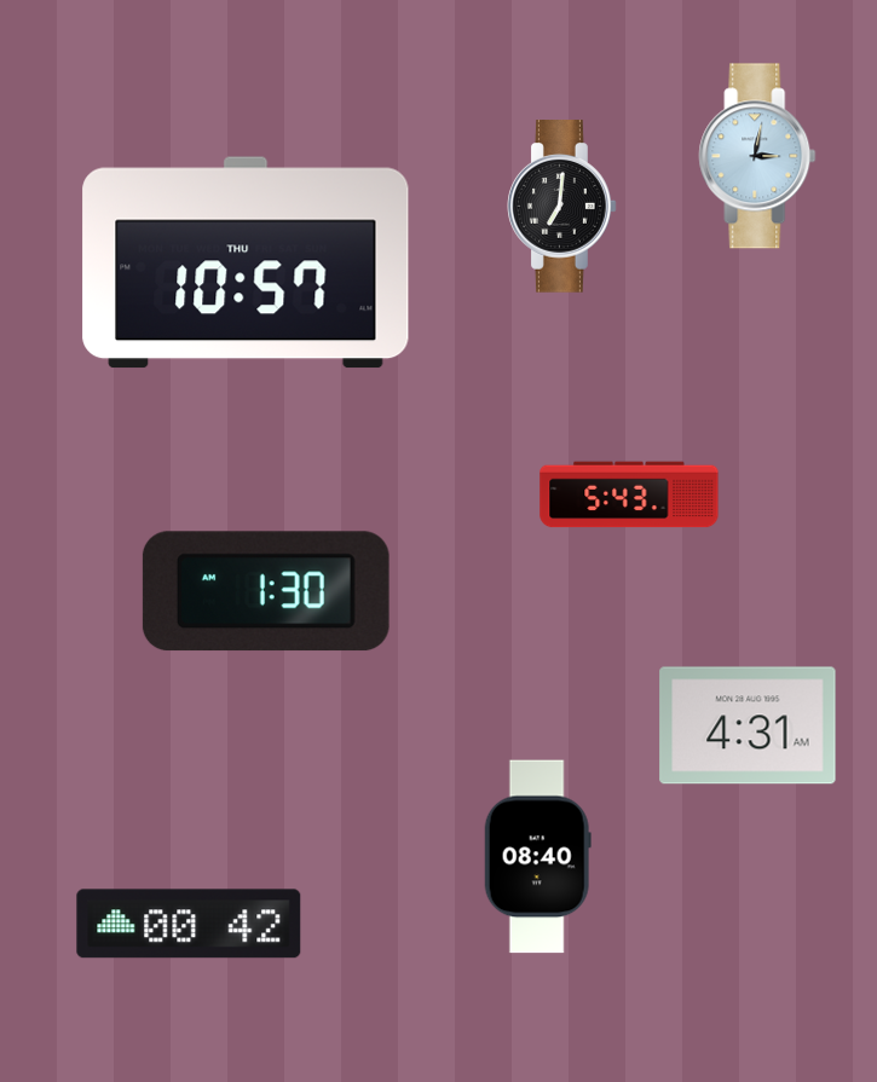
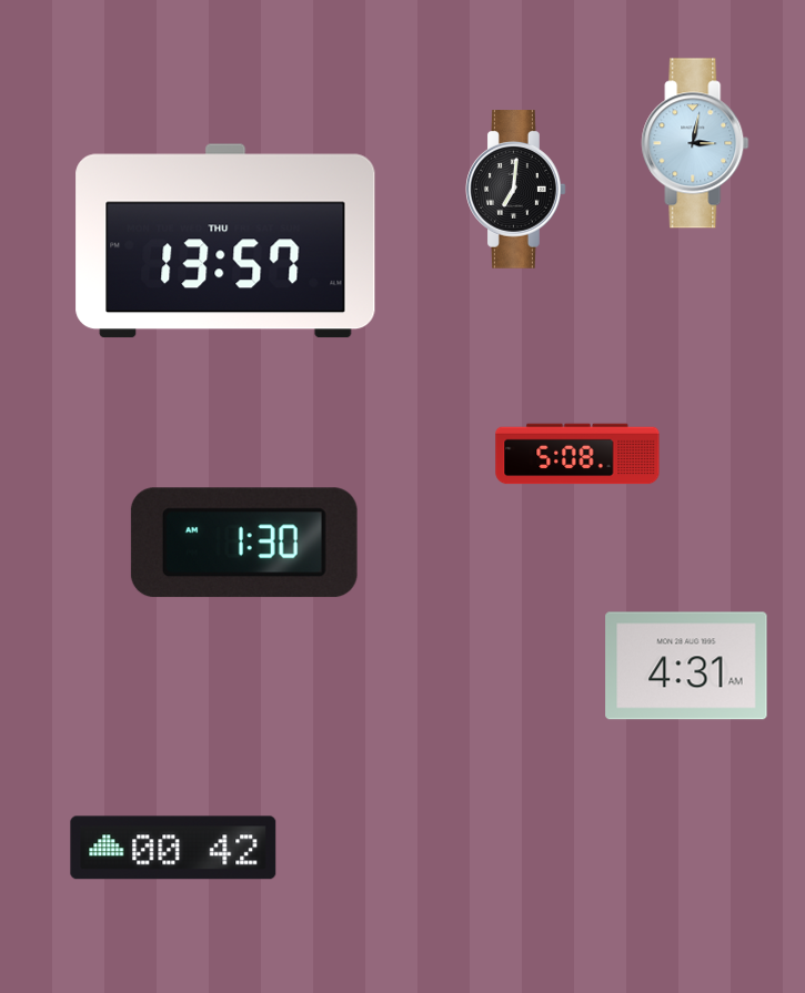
clock at (246, 262): 10:57 -> 13:57
clock at (629, 494): 5:43 -> 5:08
clock at (537, 857): 08:40 -> none
